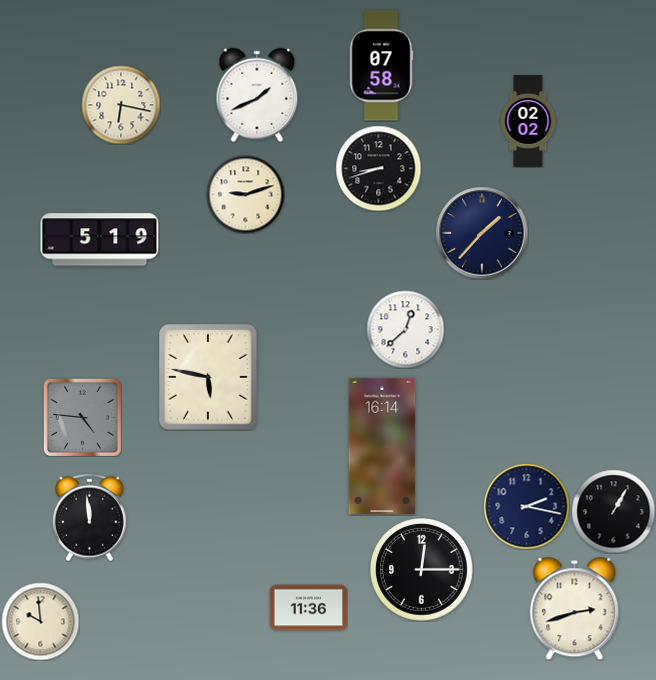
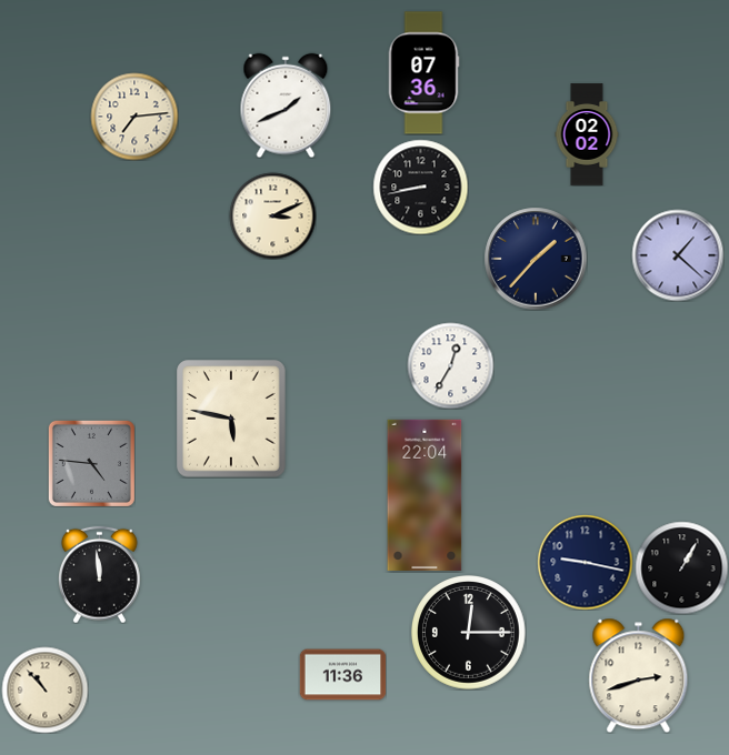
clock at (381, 66): 07:58 -> 07:36
clock at (121, 105): 6:17 -> 7:14
clock at (378, 168): 8:42 -> 8:43
clock at (245, 194): 9:12 -> 3:11
clock at (678, 255): none -> 1:22
clock at (100, 240): 5:19 -> none
clock at (405, 329): 12:38 -> 12:35
clock at (382, 446): 16:14 -> 22:04
clock at (526, 506): 2:17 -> 9:17
clock at (40, 621): 9:59 -> 10:53
